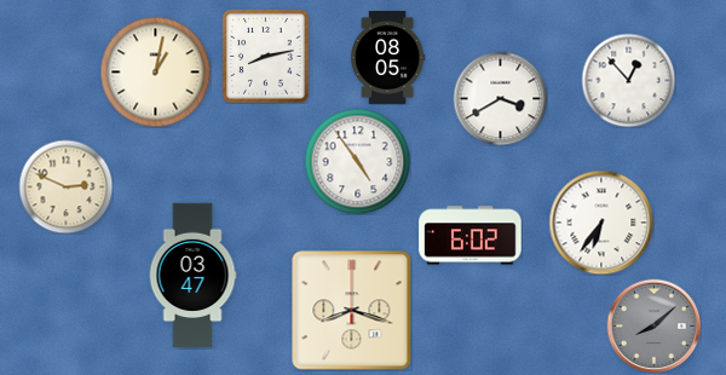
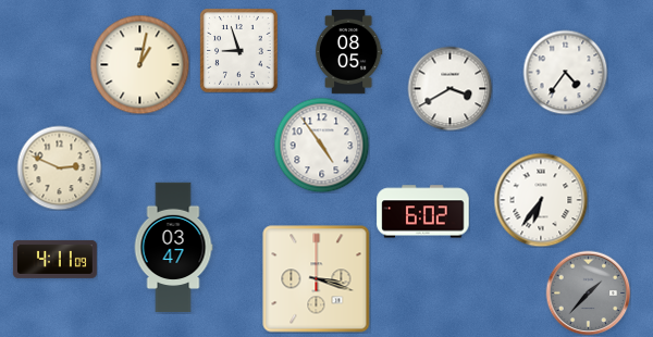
clock at (266, 56): 8:13 -> 8:57
clock at (628, 80): 12:53 -> 4:36
clock at (54, 259): none -> 4:11
clock at (352, 311): 8:18 -> 3:18
clock at (653, 325): 8:08 -> 1:37
